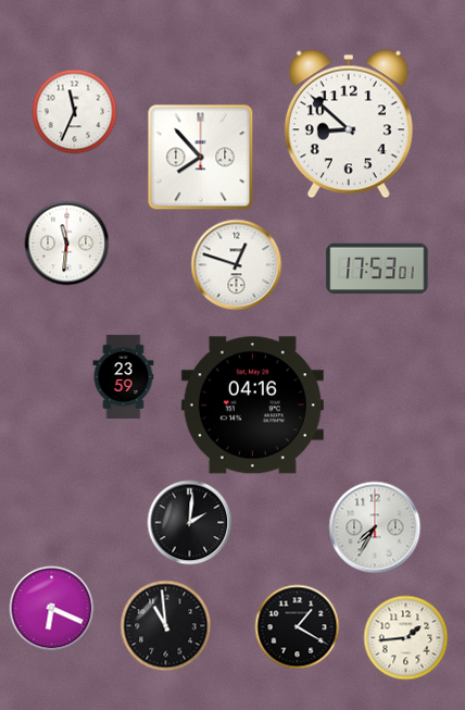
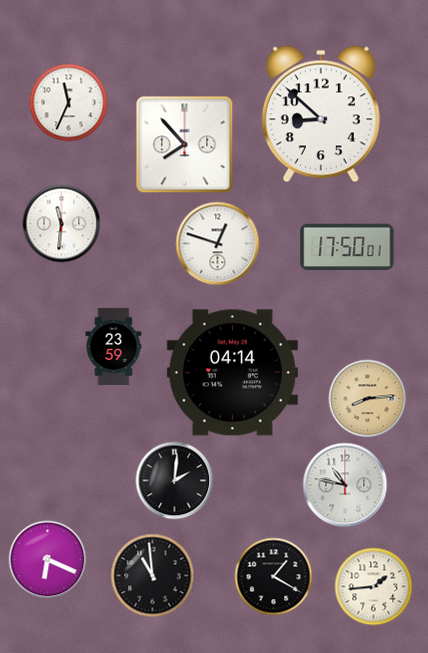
clock at (377, 269): 17:53 -> 17:50
clock at (252, 406): 04:16 -> 04:14
clock at (367, 398): none -> 8:14
clock at (375, 527): 7:35 -> 10:47
